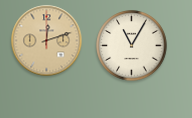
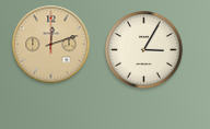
clock at (132, 46): 11:05 -> 3:05
